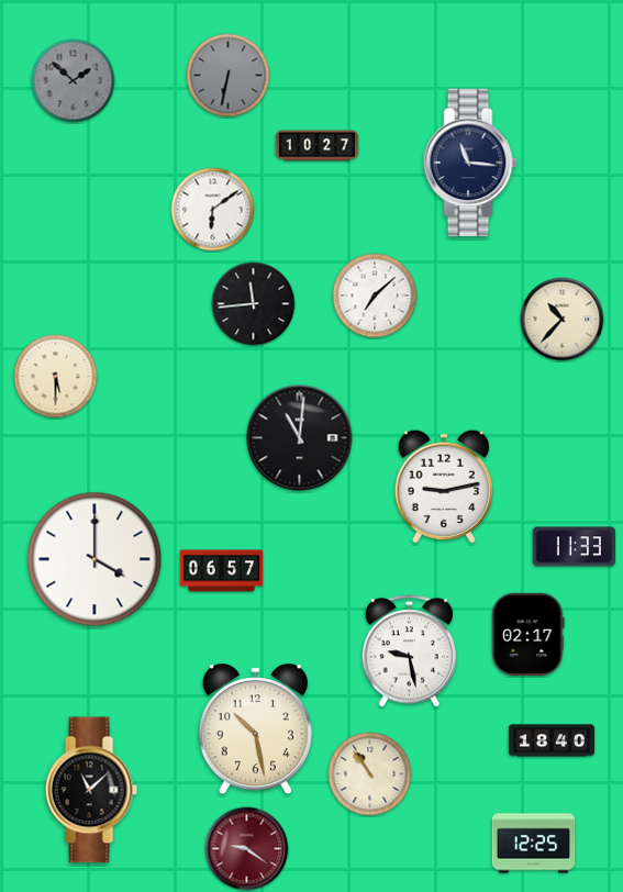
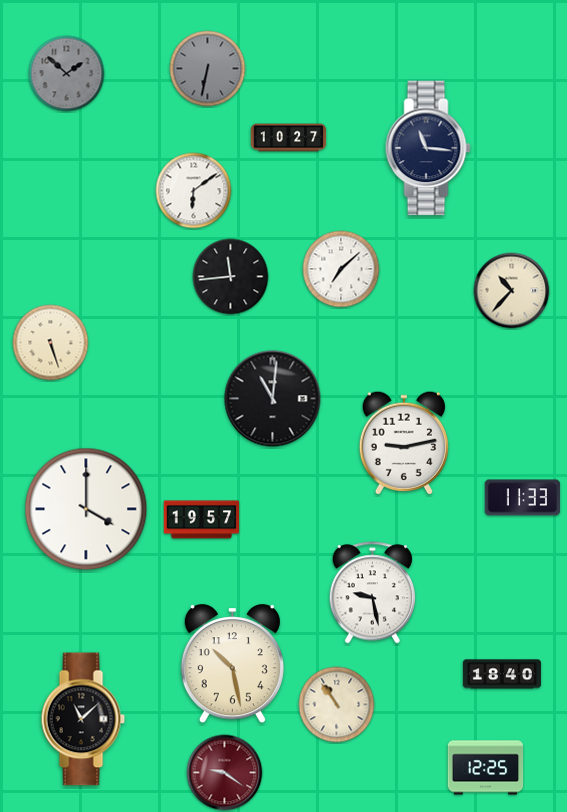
clock at (318, 146) position: (318, 146) -> (289, 138)
clock at (56, 377): 5:30 -> 5:27
clock at (222, 571): 06:57 -> 19:57
clock at (529, 635): 02:17 -> none
